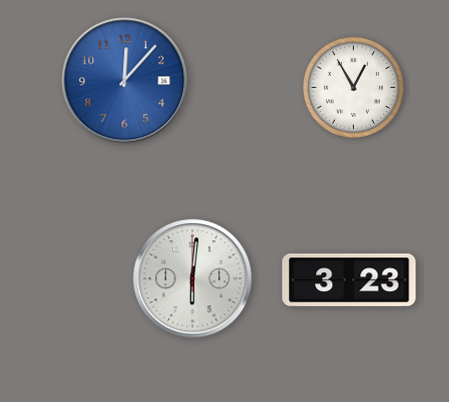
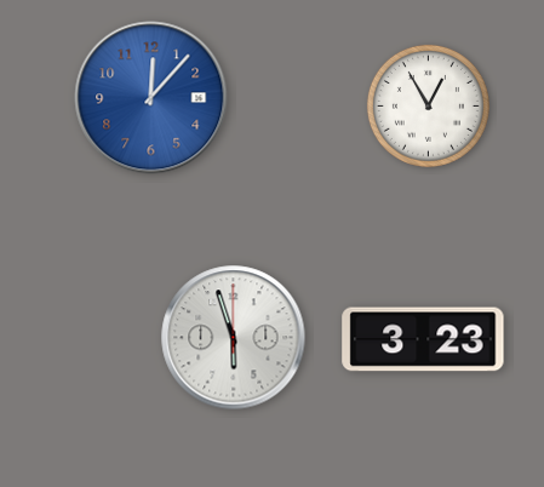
clock at (193, 279): 6:01 -> 5:57
